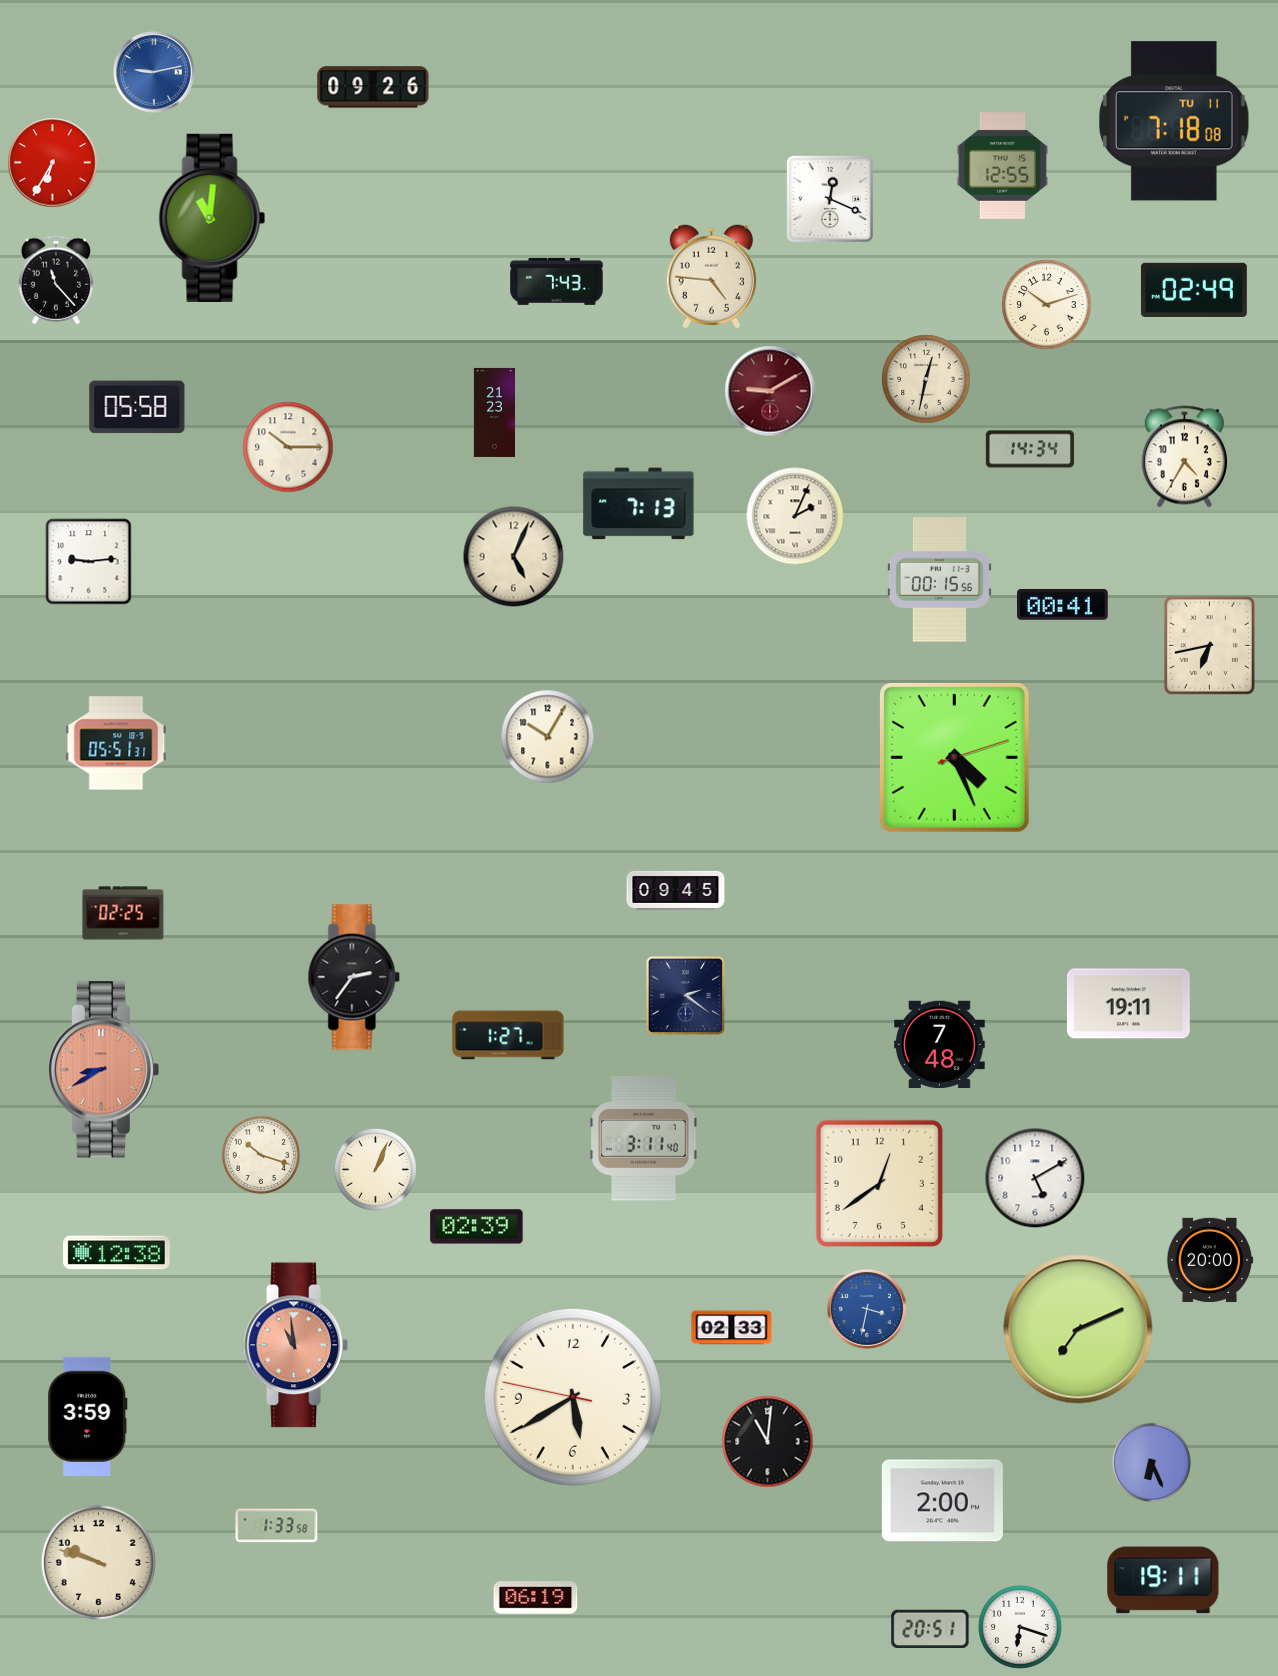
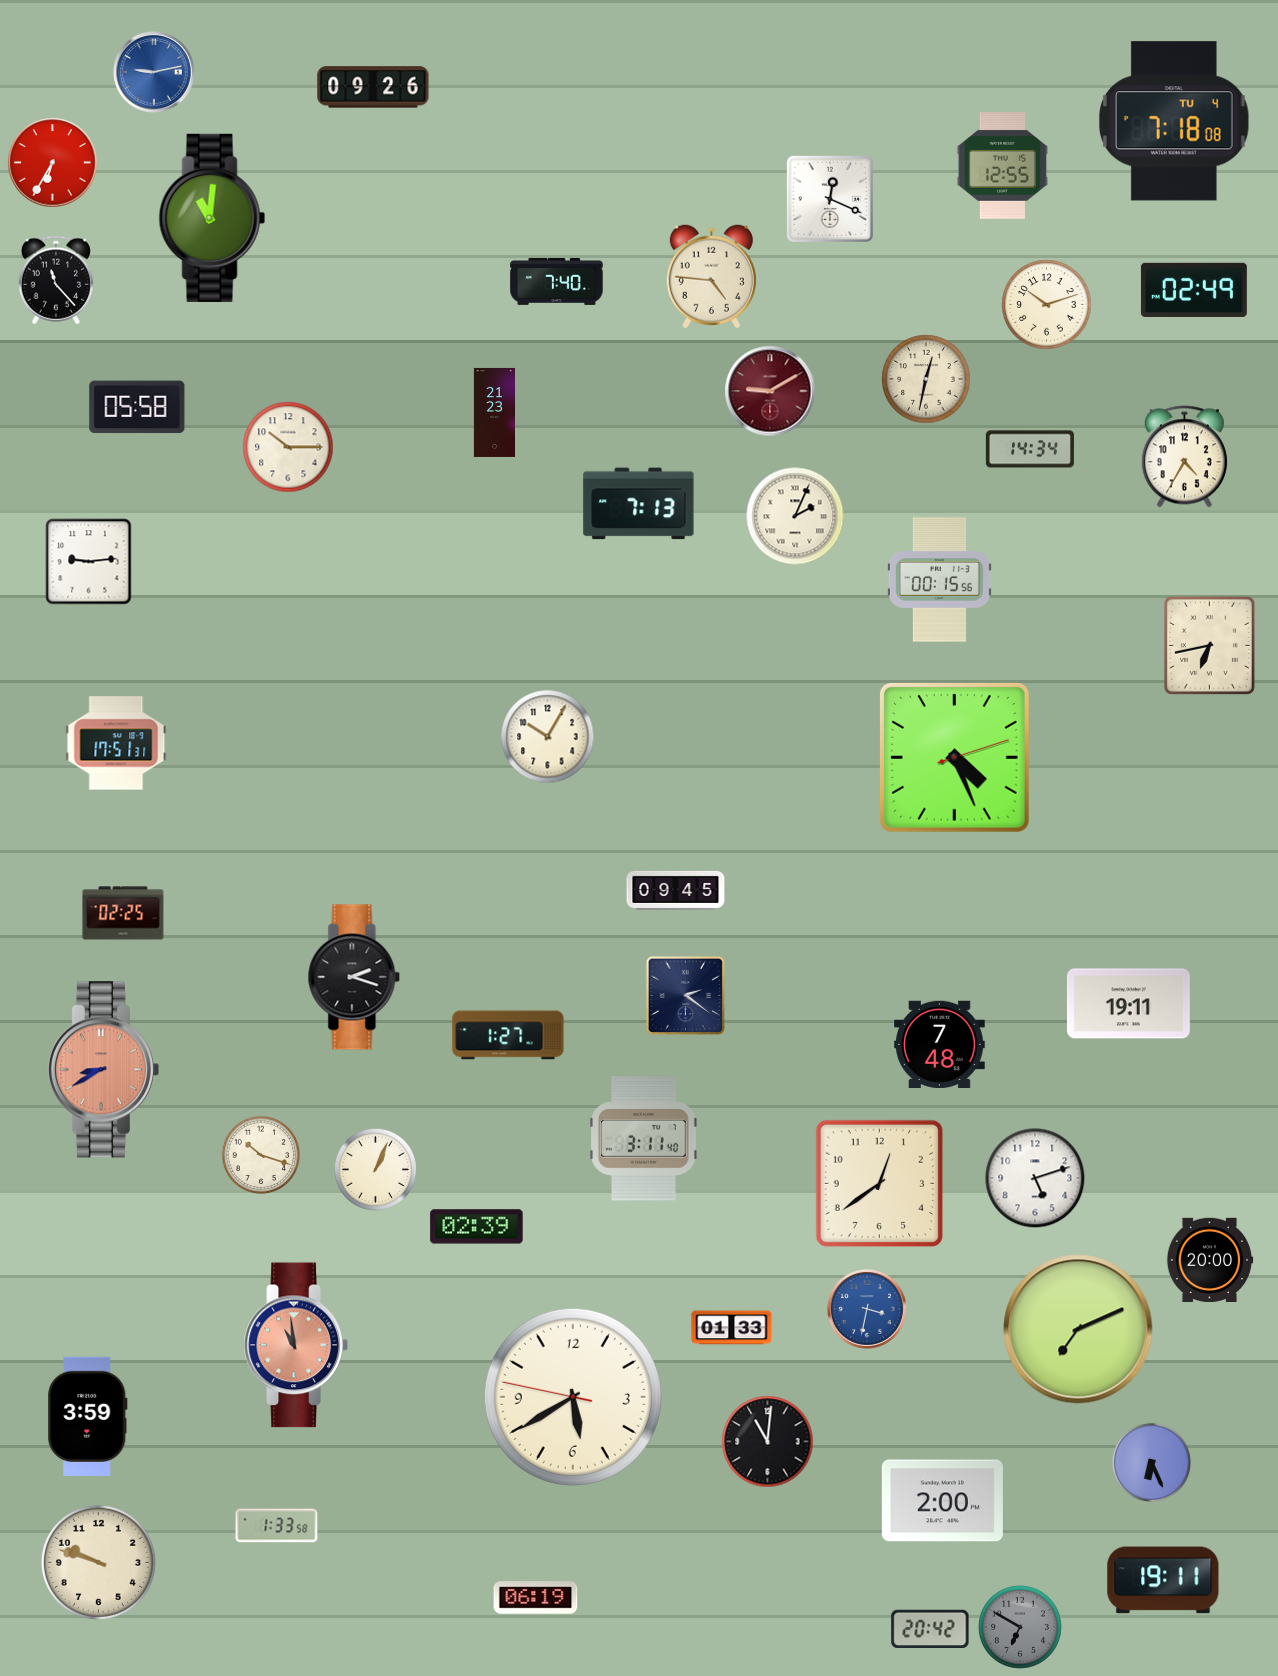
clock at (1174, 121) date: TU 11 -> TU 4
clock at (557, 281): 7:43 -> 7:40
clock at (514, 557): 5:04 -> none
clock at (1063, 605): 00:41 -> none
clock at (116, 743): 05:51 -> 17:51
clock at (354, 977): 2:36 -> 2:18
clock at (1035, 1178): 5:10 -> 5:12
clock at (117, 1253): 12:38 -> none
clock at (732, 1328): 02:33 -> 01:33
clock at (1020, 1627): 6:18 -> 6:50
clock at (1020, 1627) dial: white -> grey
clock at (930, 1629): 20:51 -> 20:42
